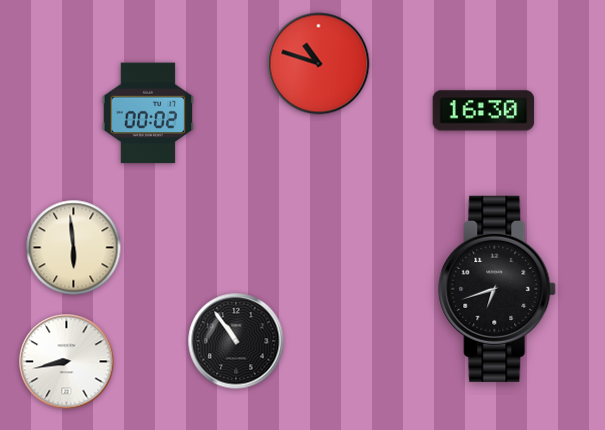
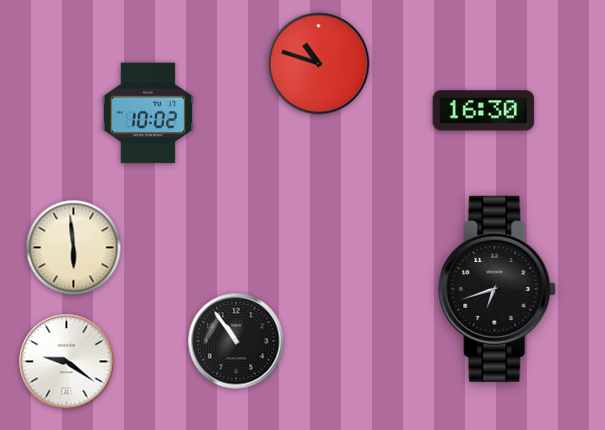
clock at (148, 113): 00:02 -> 10:02
clock at (67, 362): 8:43 -> 9:21
